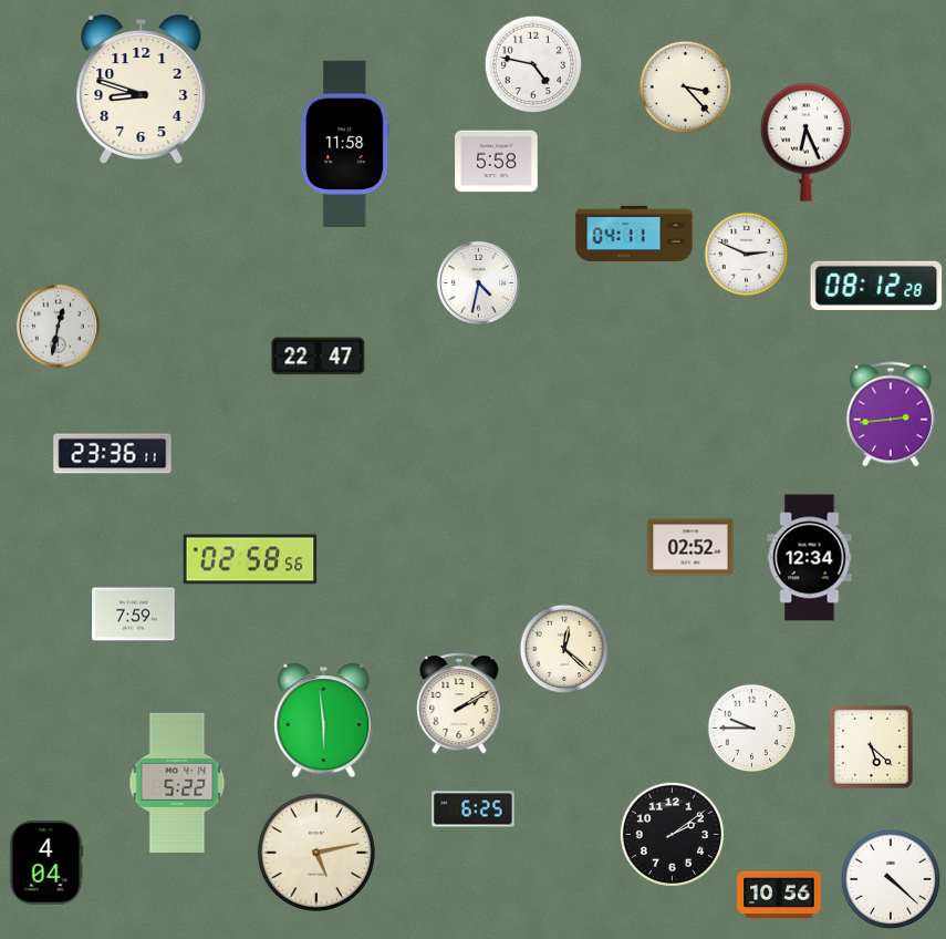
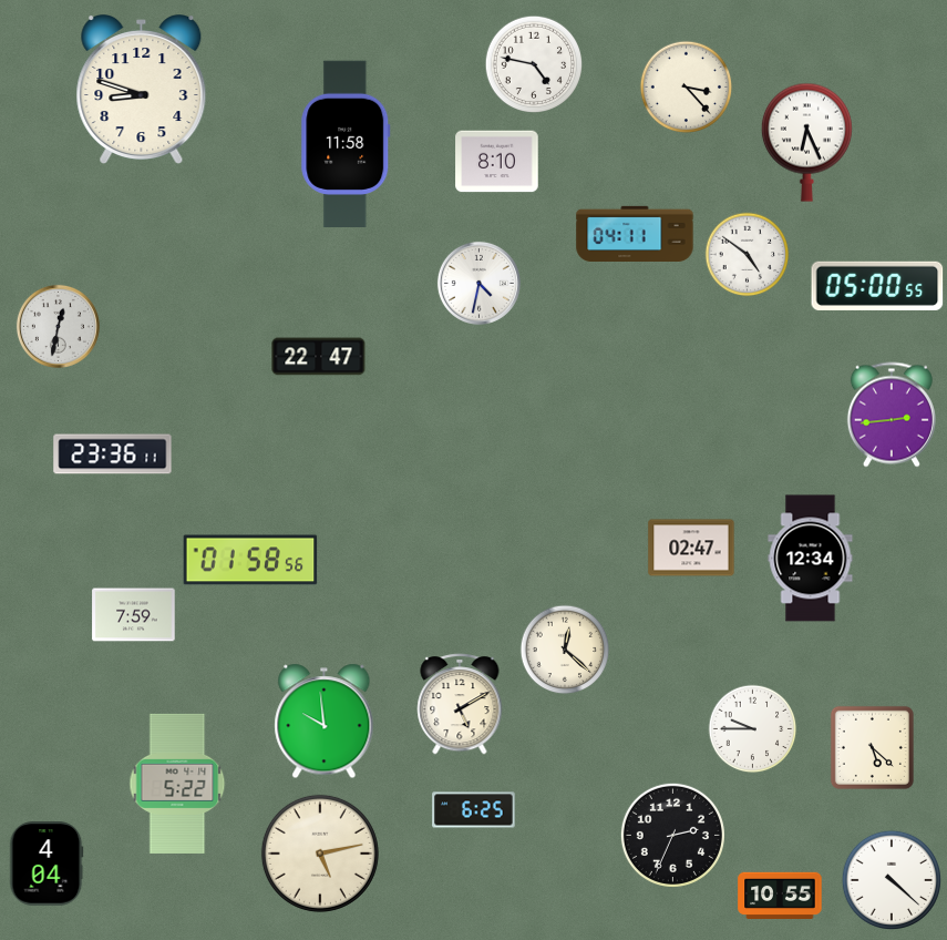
clock at (497, 162): 5:58 -> 8:10
clock at (747, 255): 2:49 -> 4:51
clock at (876, 286): 08:12 -> 05:00
clock at (690, 547): 02:52 -> 02:47
clock at (250, 559): 02:58 -> 01:58
clock at (459, 704): 2:10 -> 5:10
clock at (324, 721): 5:59 -> 9:59
clock at (672, 834): 2:09 -> 2:34
clock at (316, 853) position: (316, 853) -> (320, 854)
clock at (779, 895): 10:56 -> 10:55
